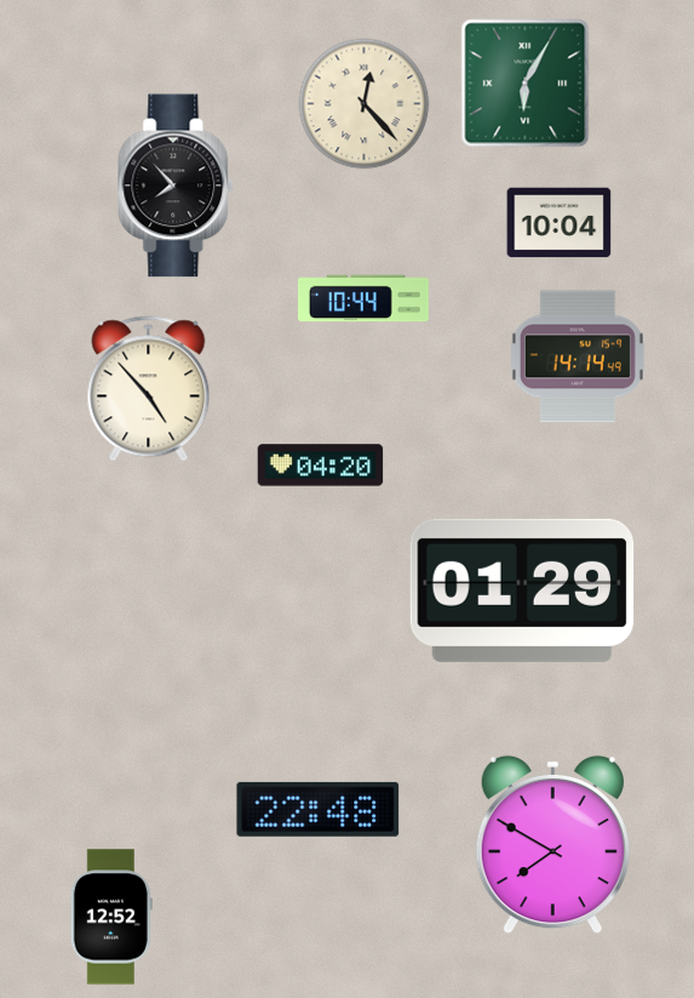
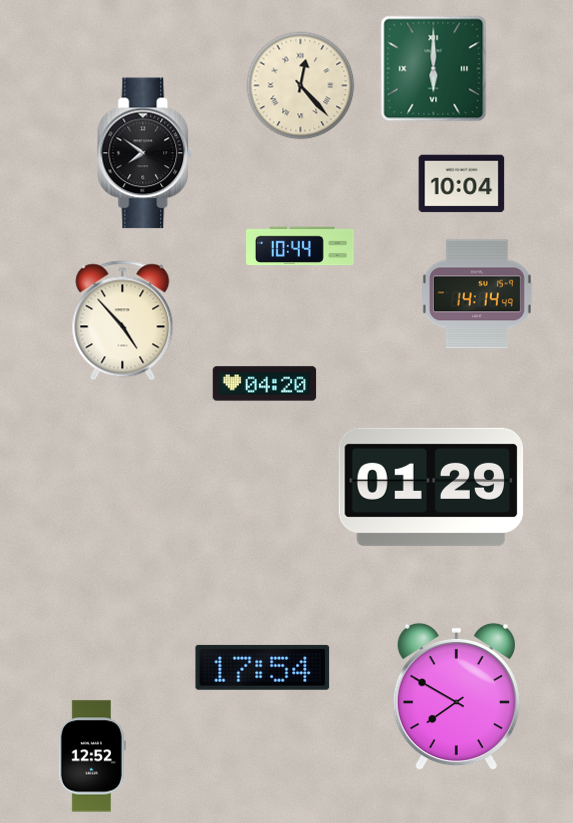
clock at (526, 84): 6:05 -> 6:00
clock at (177, 186): 7:53 -> 7:51
clock at (319, 809): 22:48 -> 17:54
